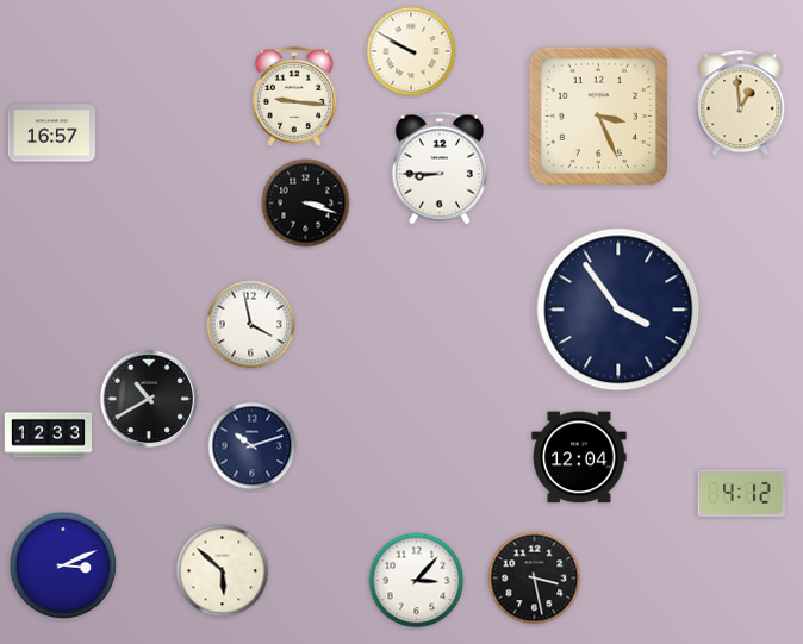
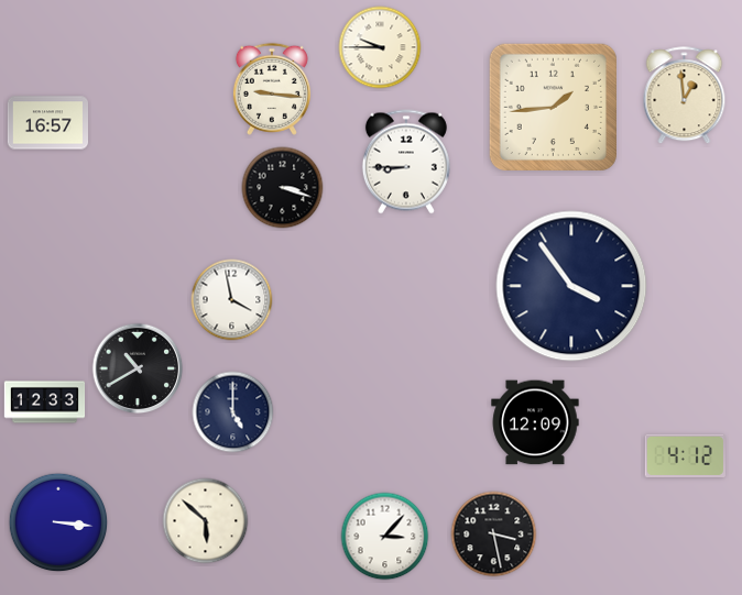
clock at (411, 51): 9:50 -> 9:45
clock at (598, 115): 3:26 -> 1:44
clock at (440, 168) position: (440, 168) -> (406, 162)
clock at (253, 446): 10:12 -> 5:00
clock at (579, 457): 12:04 -> 12:09
clock at (63, 565): 3:11 -> 3:16
clock at (223, 571) position: (223, 571) -> (206, 521)
